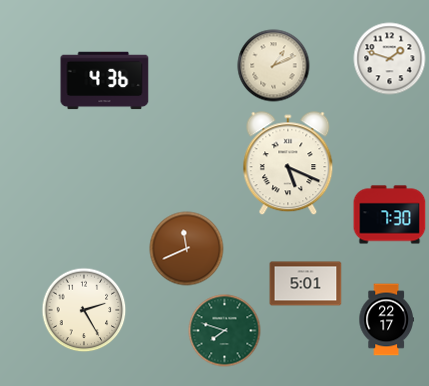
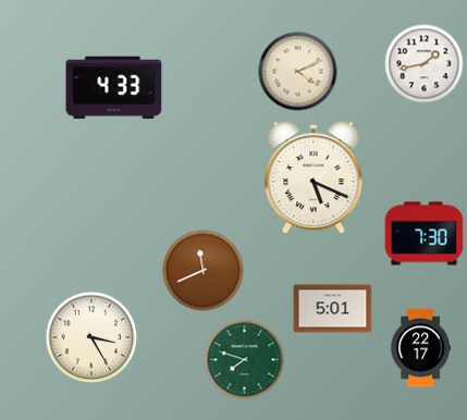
clock at (390, 59): 1:48 -> 1:43
clock at (274, 66): 1:11 -> 4:11
clock at (105, 81): 4:36 -> 4:33
clock at (84, 310): 2:25 -> 3:25
